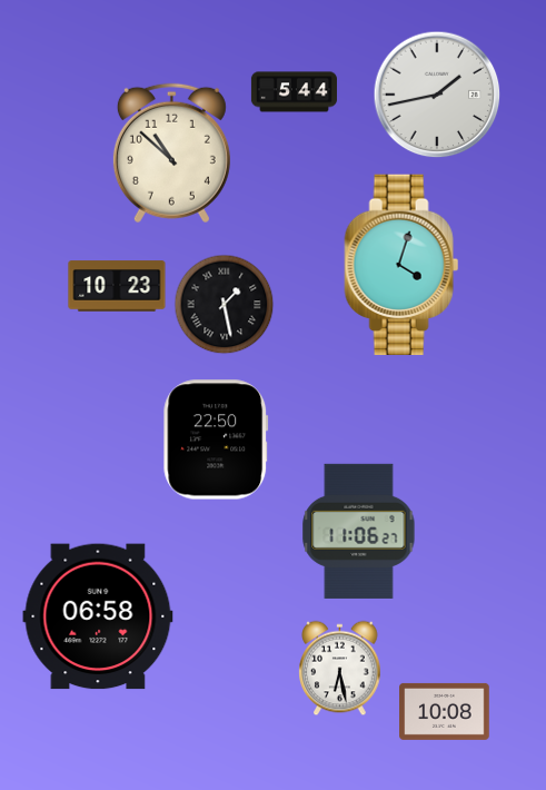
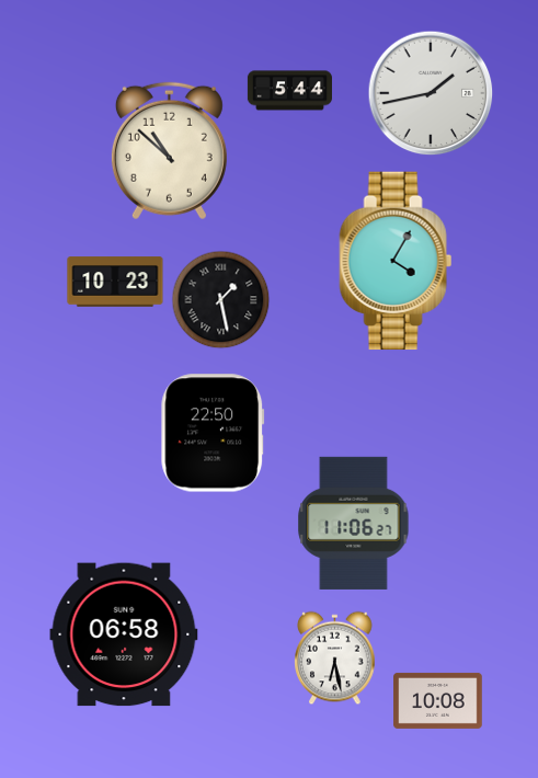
clock at (401, 265): 4:03 -> 4:05
clock at (98, 616) position: (98, 616) -> (124, 634)
